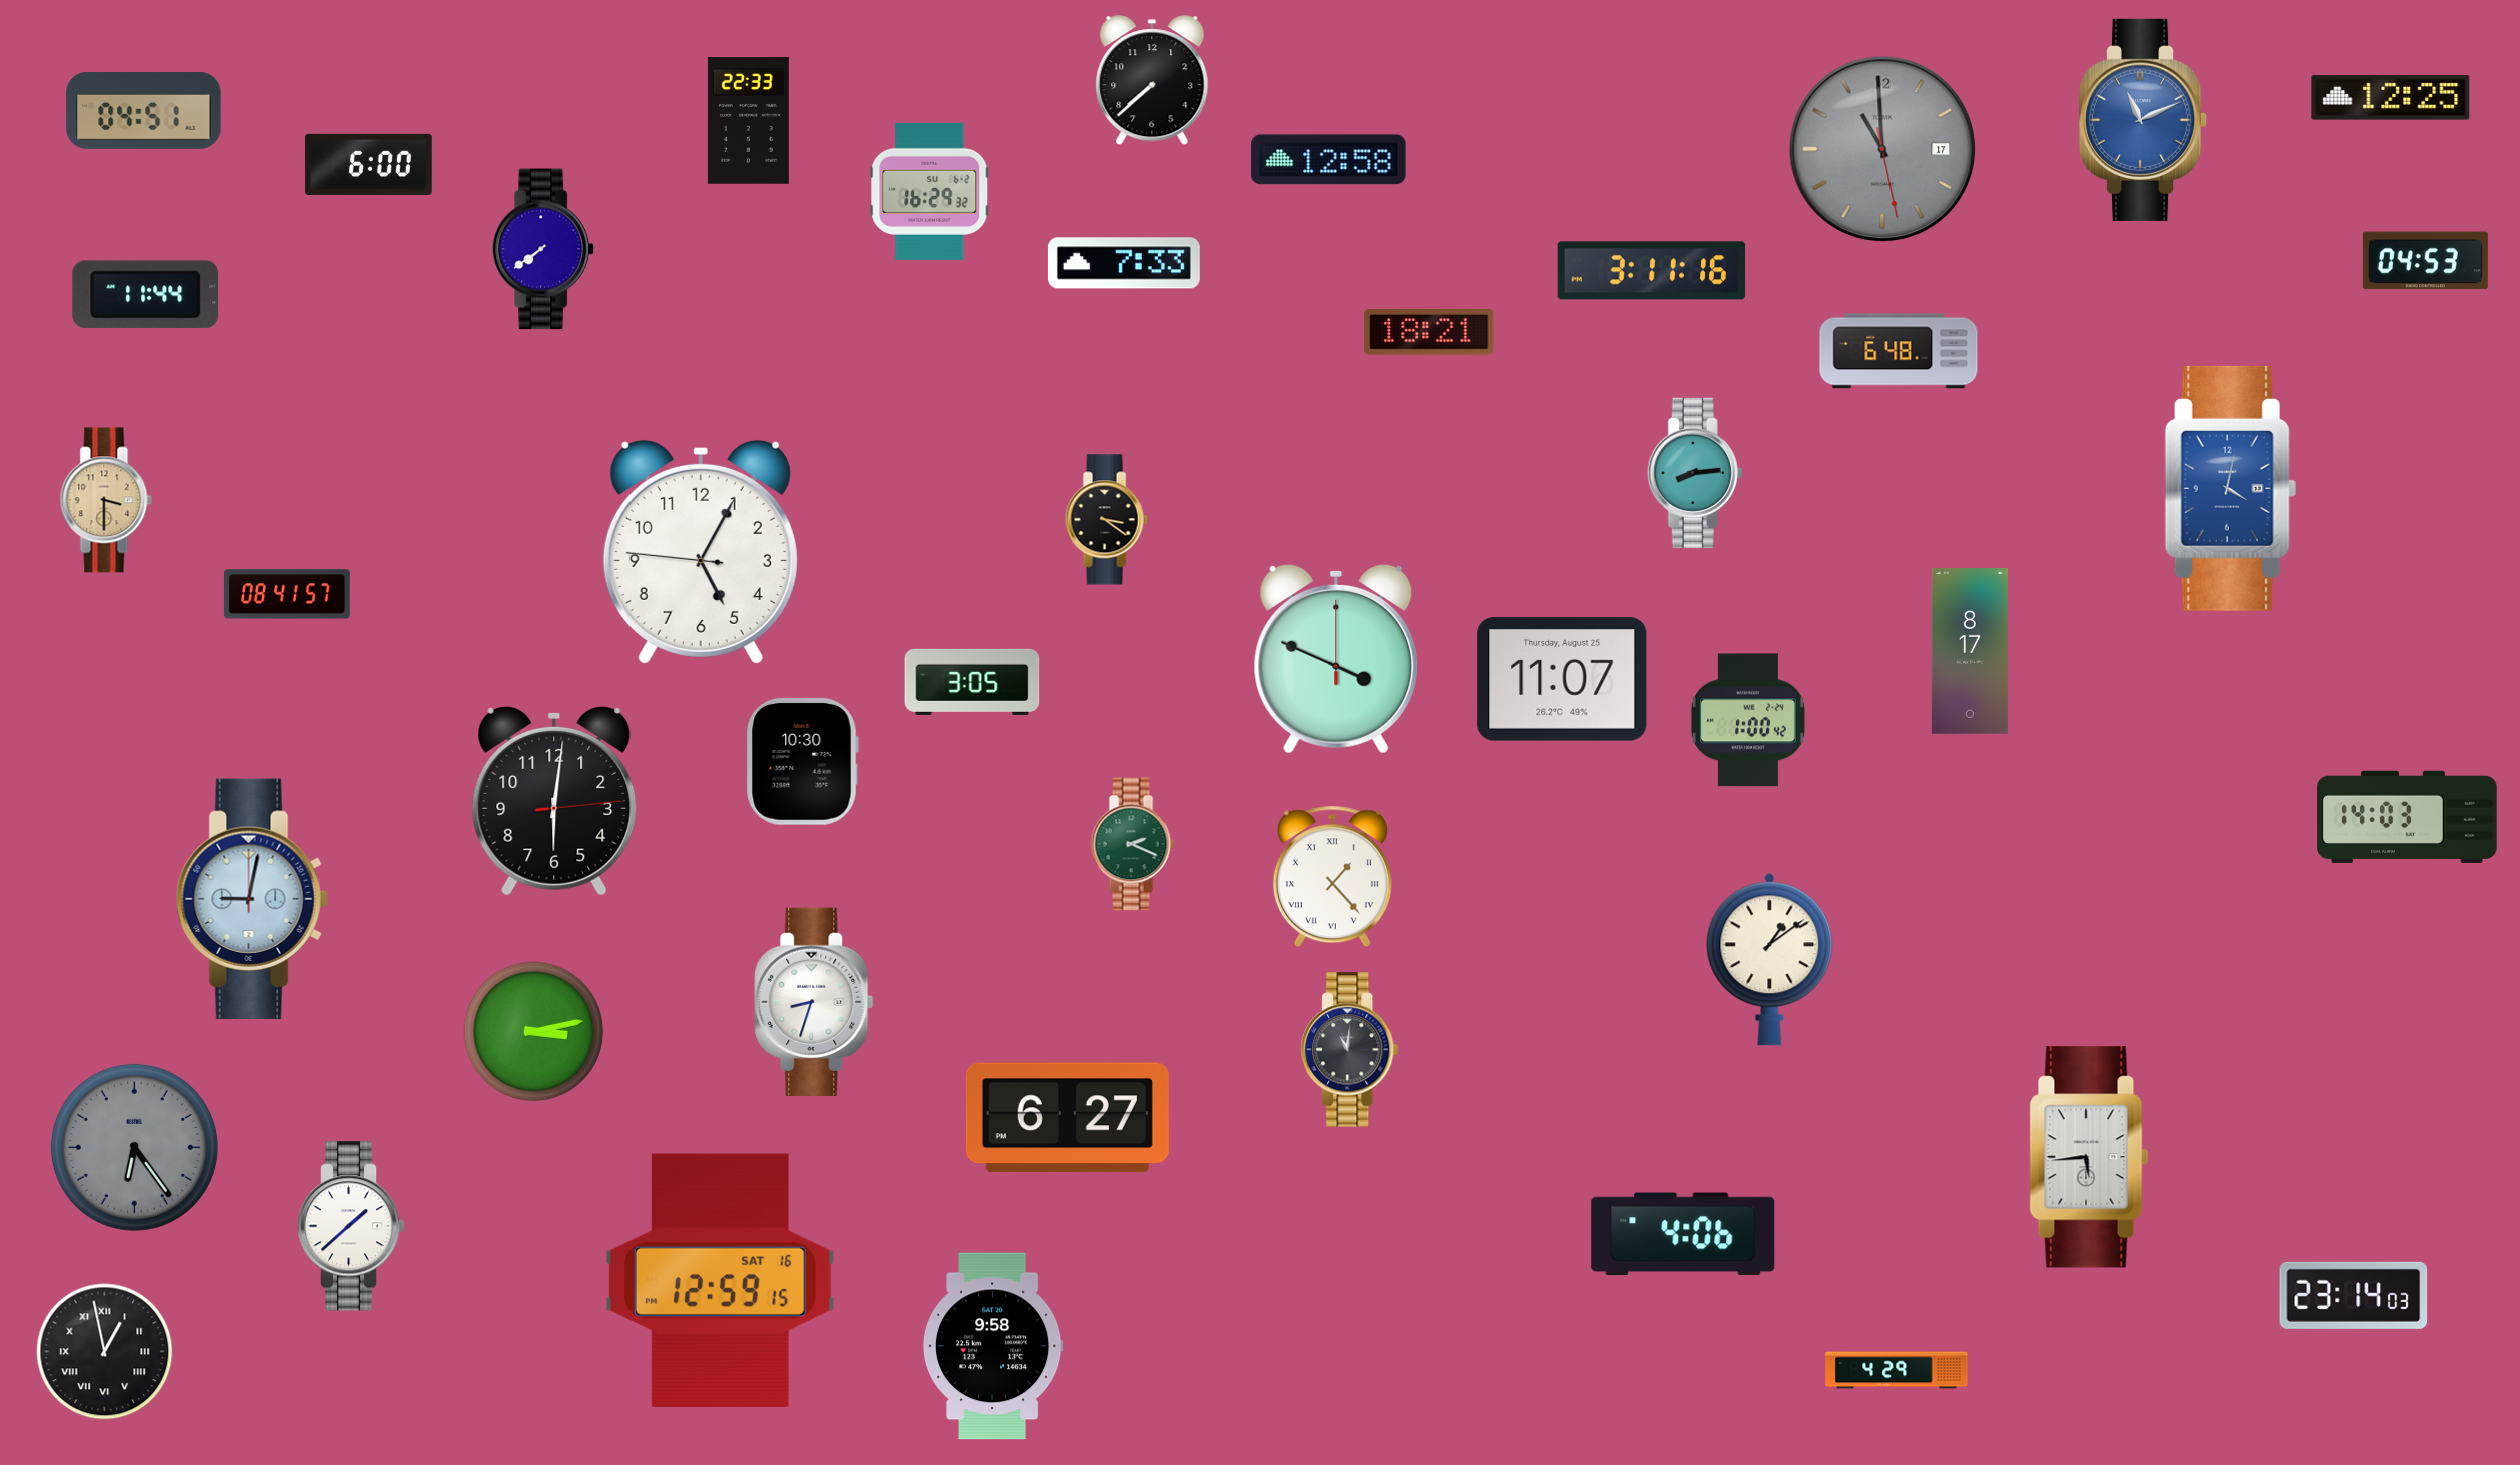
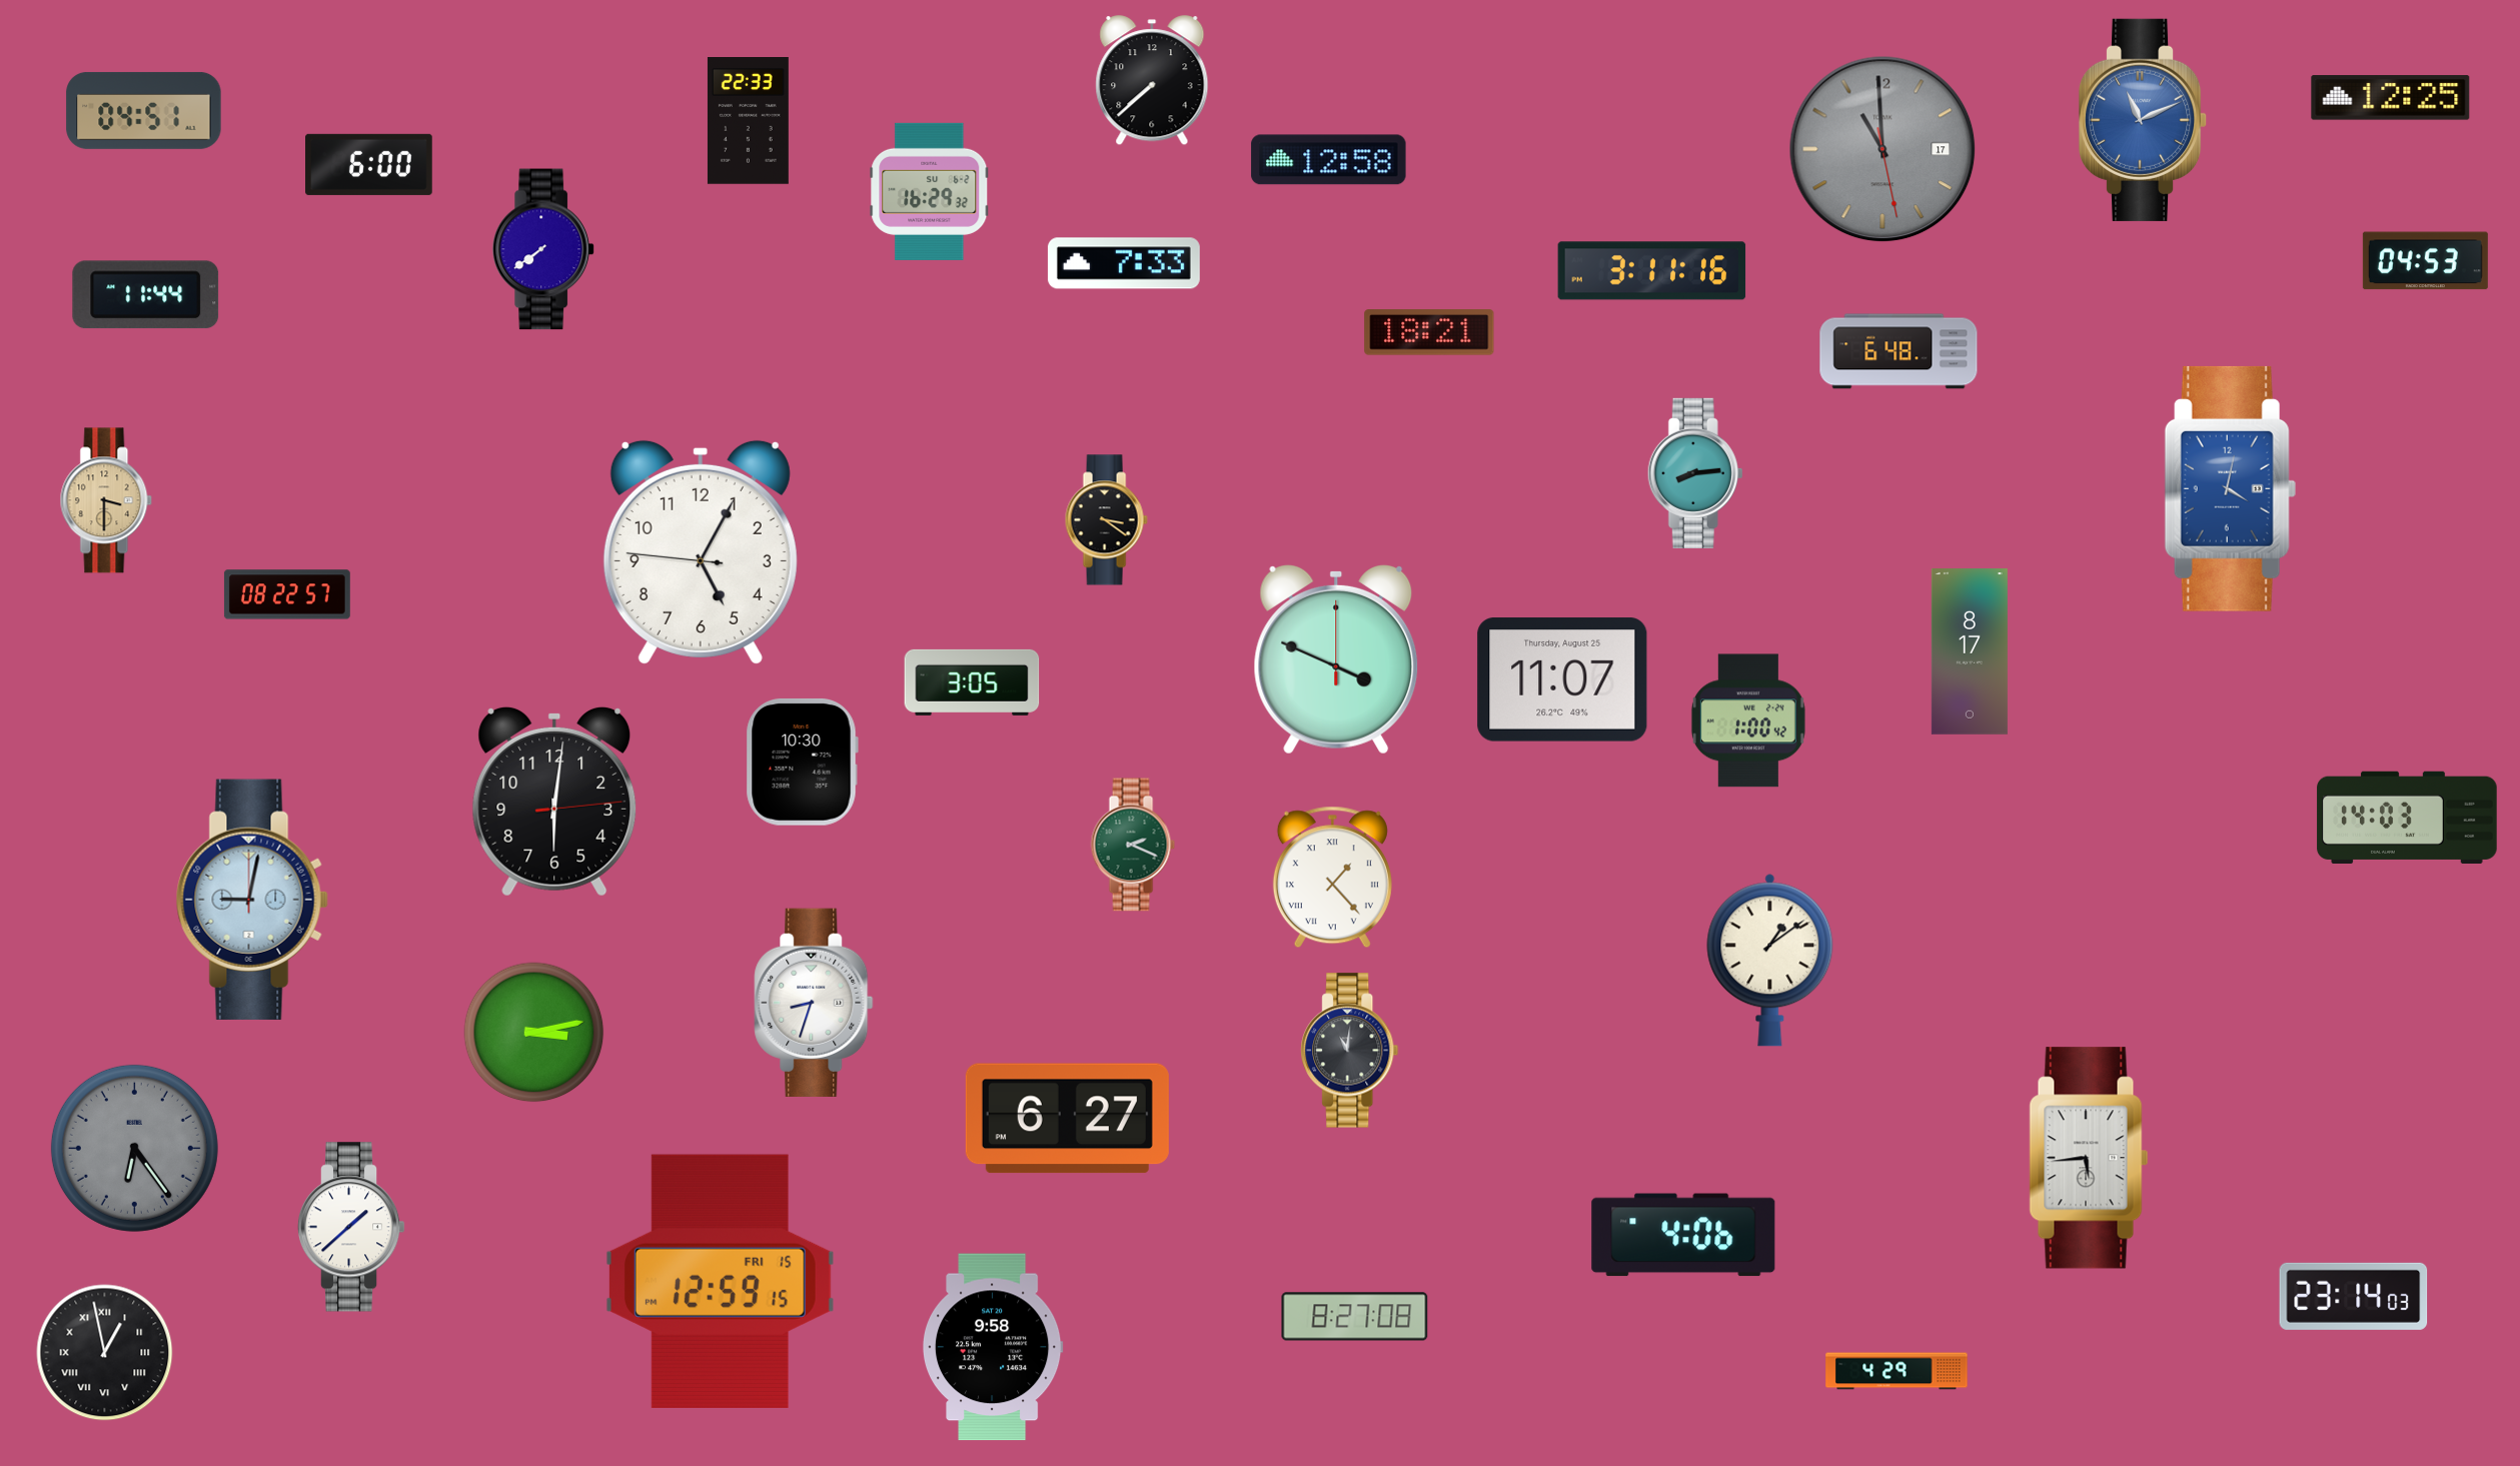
clock at (287, 594): 08:41 -> 08:22
clock at (720, 1280) date: SAT 16 -> FRI 15
clock at (1355, 1317): none -> 8:27
